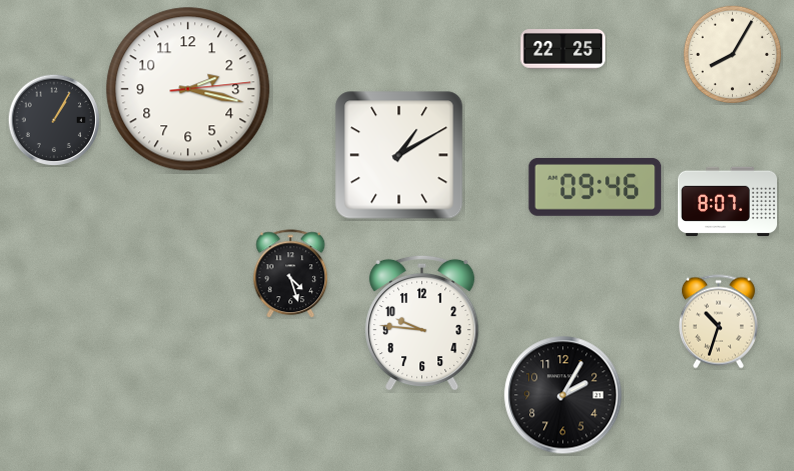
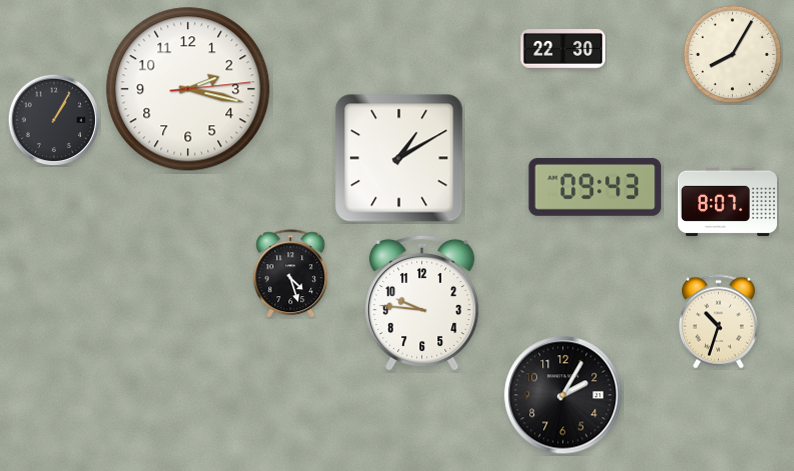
clock at (563, 49): 22:25 -> 22:30
clock at (399, 155) position: (399, 155) -> (399, 158)
clock at (595, 187): 09:46 -> 09:43
clock at (422, 323) position: (422, 323) -> (422, 303)
